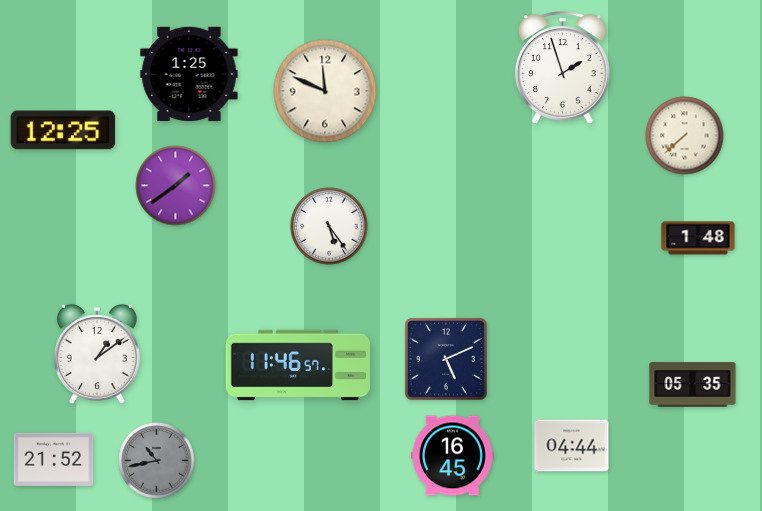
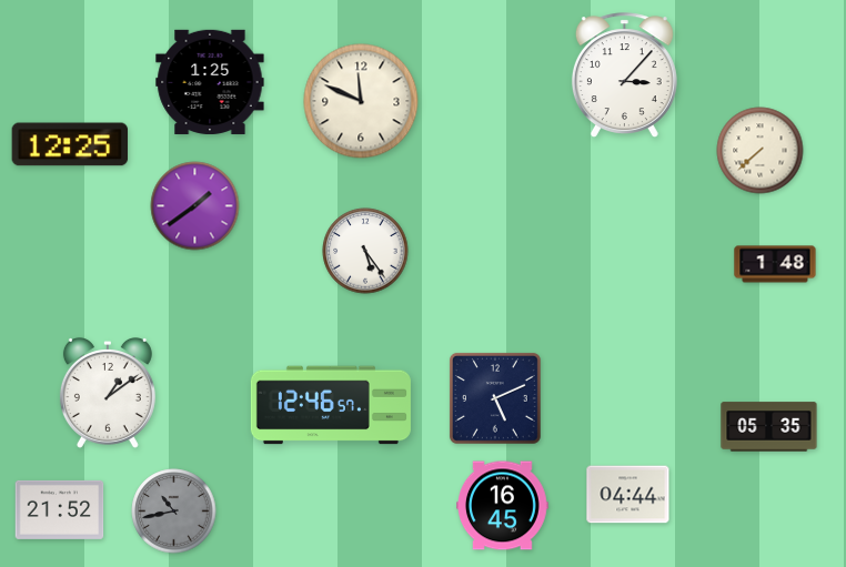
clock at (562, 67): 1:57 -> 3:07
clock at (298, 365): 11:46 -> 12:46
clock at (572, 446) position: (572, 446) -> (628, 495)
